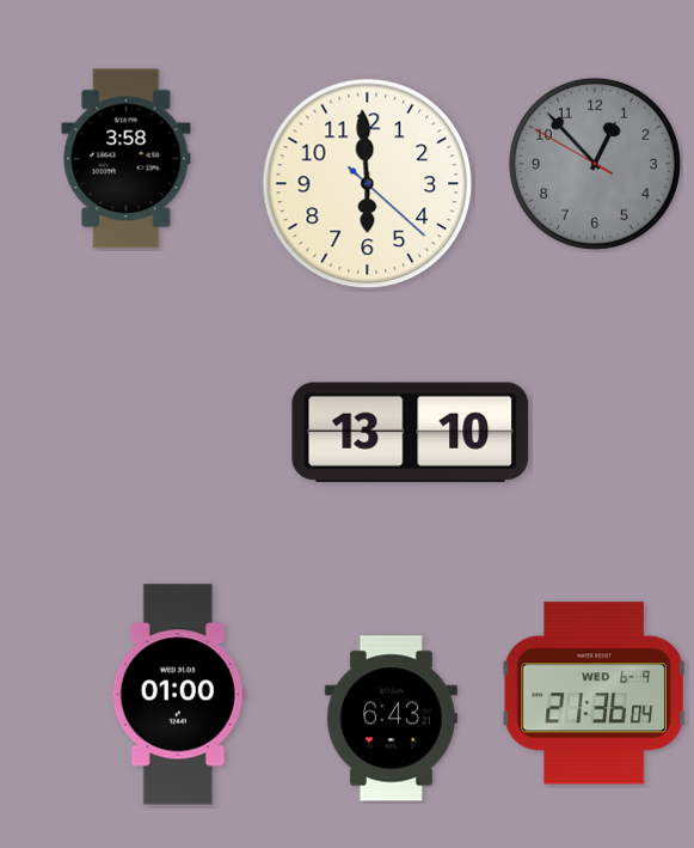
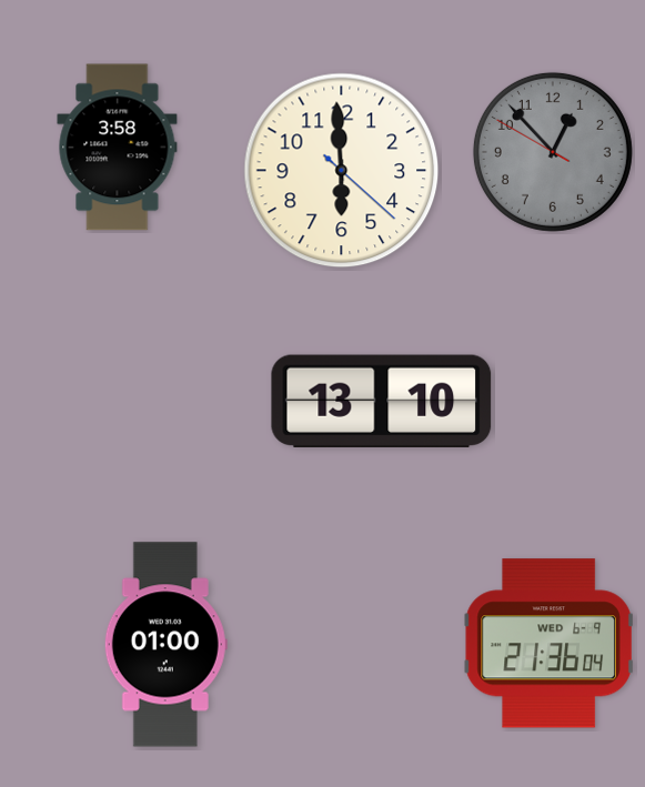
clock at (595, 694) position: (595, 694) -> (550, 644)
clock at (391, 719): 6:43 -> none
